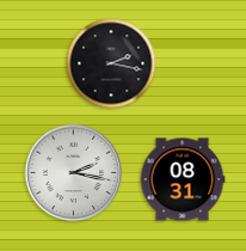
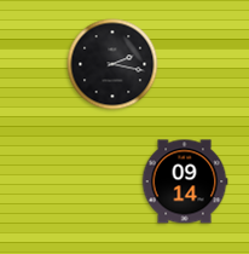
clock at (74, 173): 2:17 -> none
clock at (183, 179): 08:31 -> 09:14
